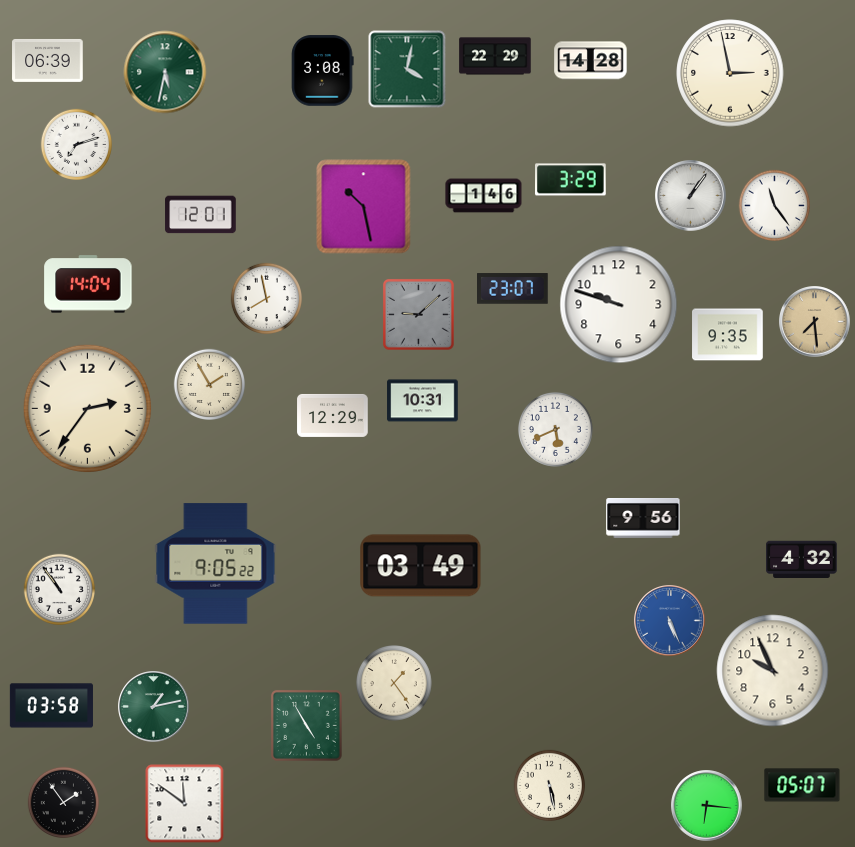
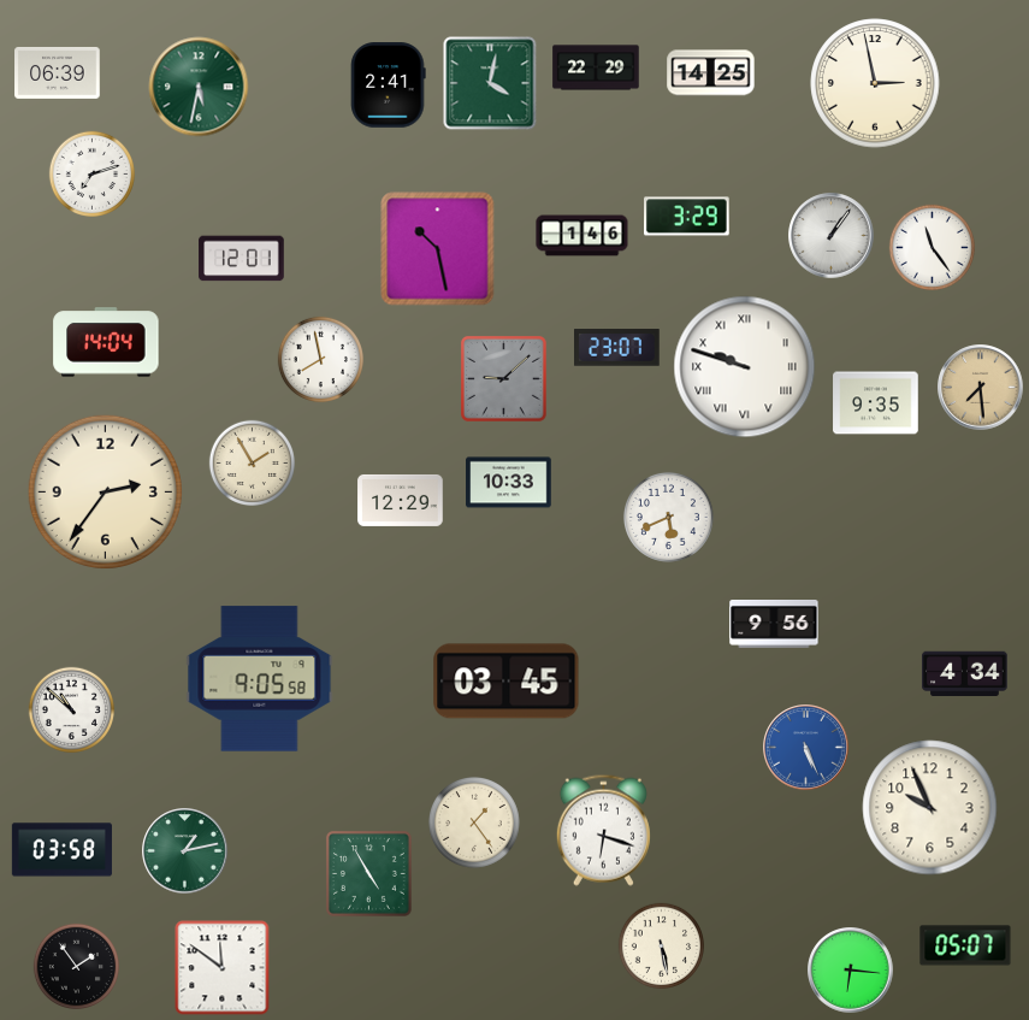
clock at (591, 61): 14:28 -> 14:25
clock at (323, 71): 3:08 -> 2:41
clock at (730, 73) position: (730, 73) -> (875, 83)
clock at (619, 305) numerals: Arabic -> Roman
clock at (423, 401): 10:31 -> 10:33
clock at (802, 560): 4:32 -> 4:34
clock at (216, 564): 9:05:22 -> 9:05:58
clock at (421, 566): 03:49 -> 03:45
clock at (59, 589): 10:54 -> 10:52
clock at (603, 830): none -> 6:18
